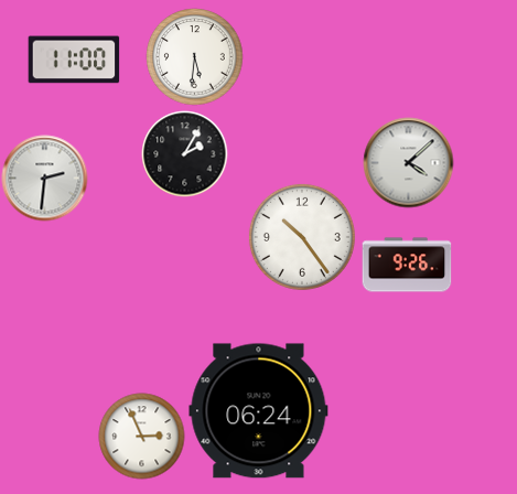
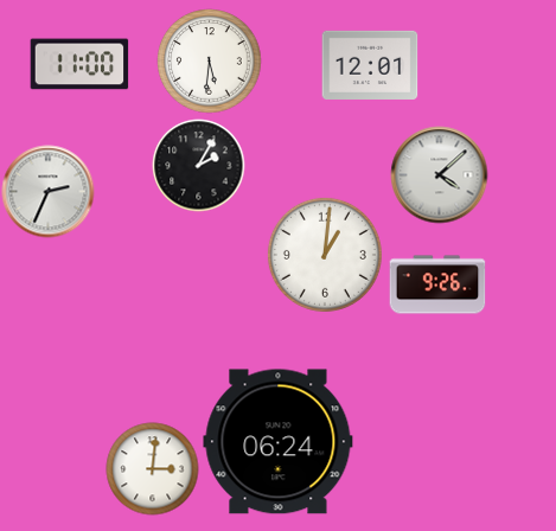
clock at (370, 65): none -> 12:01
clock at (44, 178): 2:31 -> 2:34
clock at (302, 237): 10:24 -> 1:01
clock at (141, 436): 2:56 -> 3:01
